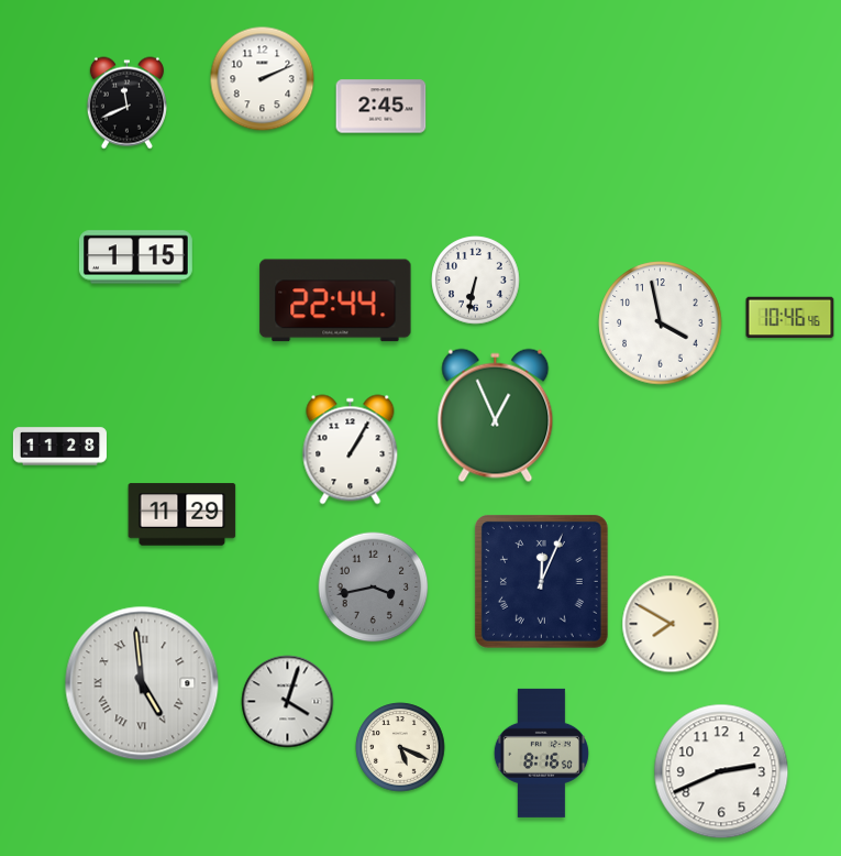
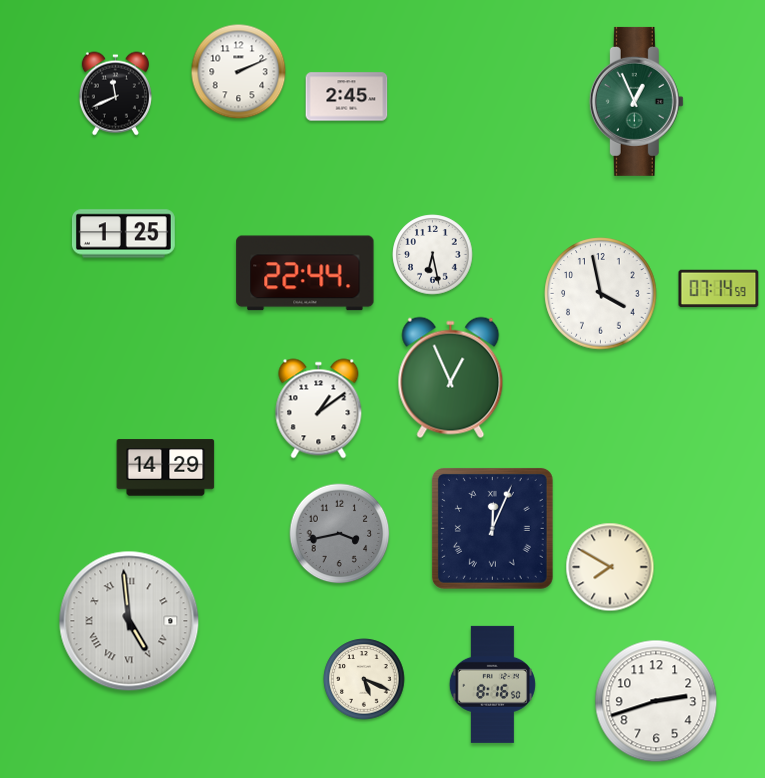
clock at (636, 101): none -> 12:56
clock at (135, 257): 1:15 -> 1:25
clock at (476, 281): 6:32 -> 6:28
clock at (790, 318): 10:46 -> 07:14
clock at (59, 447): 11:28 -> none
clock at (351, 450): 1:05 -> 1:09
clock at (182, 515): 11:29 -> 14:29
clock at (288, 702): 4:03 -> none
clock at (721, 771): 2:41 -> 2:42
